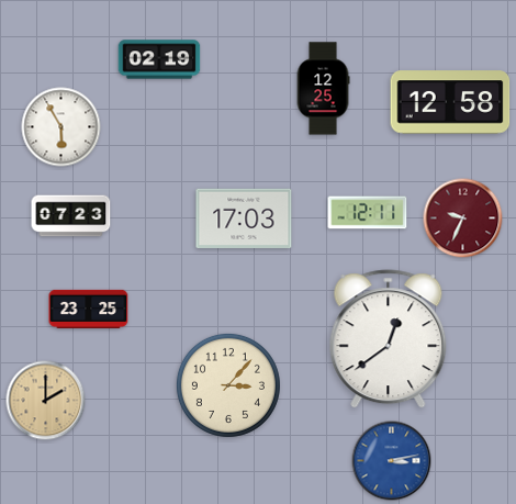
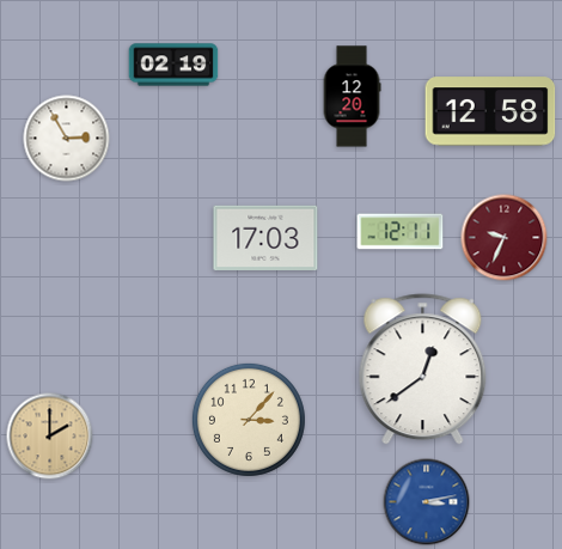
clock at (323, 89): 12:25 -> 12:20
clock at (61, 127): 5:55 -> 2:55
clock at (71, 216): 07:23 -> none
clock at (89, 309): 23:25 -> none
